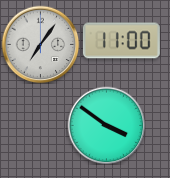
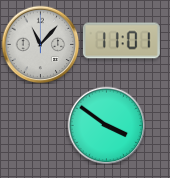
clock at (121, 41): 11:00 -> 11:01
clock at (40, 44): 7:06 -> 11:07
